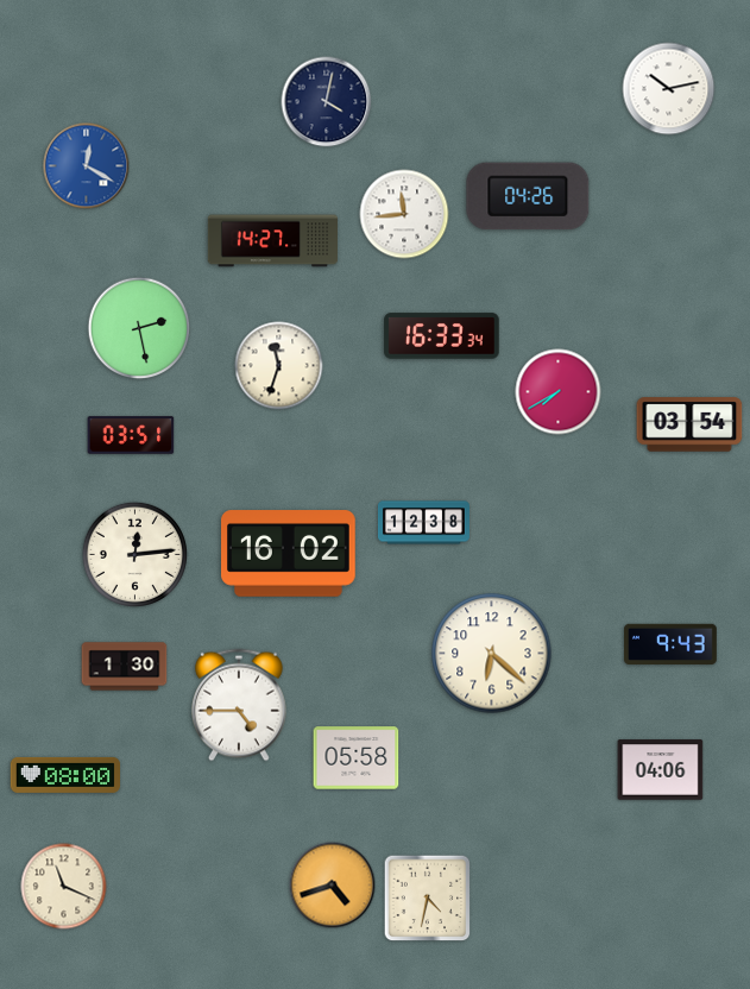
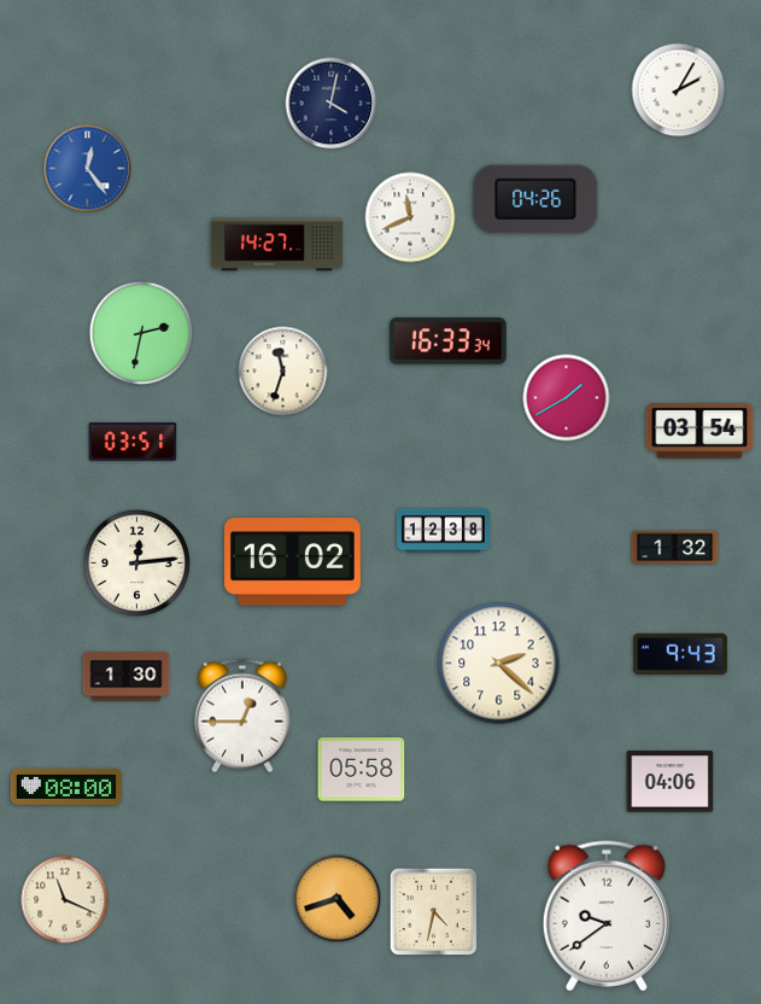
clock at (669, 89): 10:13 -> 2:05
clock at (87, 166): 12:20 -> 12:24
clock at (404, 214): 11:44 -> 11:41
clock at (139, 328): 2:28 -> 2:32
clock at (559, 392): 7:40 -> 1:40
clock at (423, 523) position: (423, 523) -> (443, 531)
clock at (675, 548): none -> 1:32
clock at (492, 654): 6:22 -> 2:22
clock at (240, 705): 4:45 -> 12:45
clock at (605, 916): none -> 9:39
